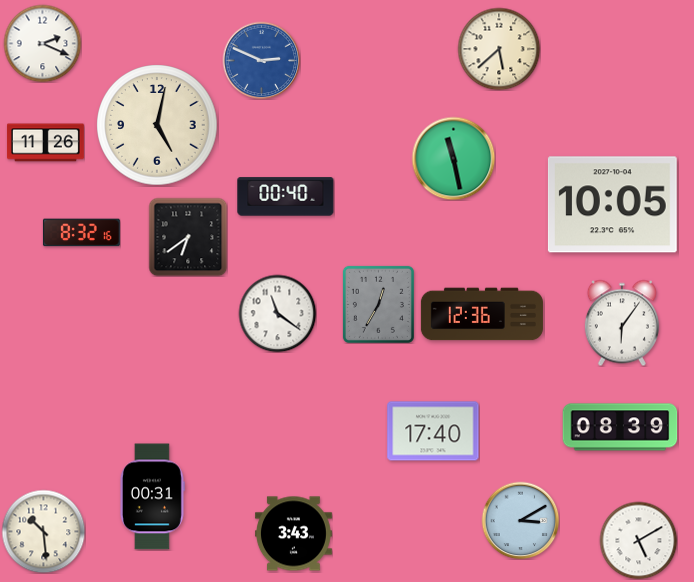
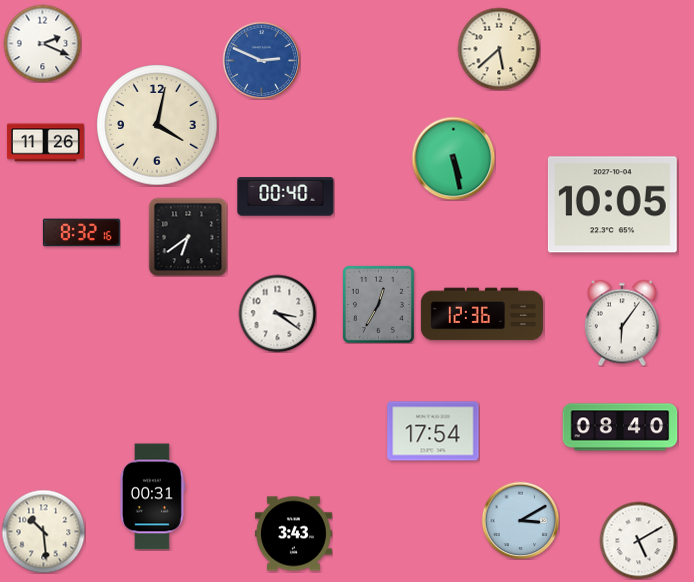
clock at (157, 125): 5:02 -> 4:02
clock at (453, 158): 11:28 -> 5:28
clock at (277, 313): 11:21 -> 3:21
clock at (620, 427): 08:39 -> 08:40
clock at (433, 431): 17:40 -> 17:54
